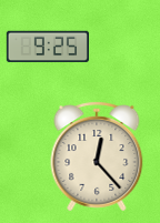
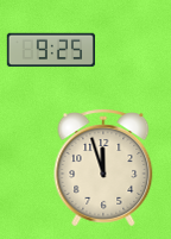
clock at (97, 156): 12:23 -> 11:57
